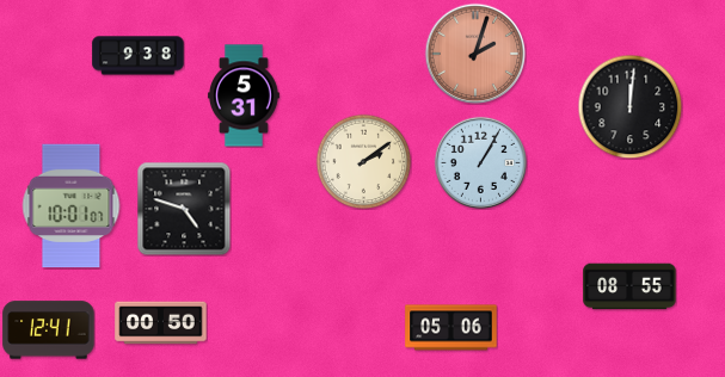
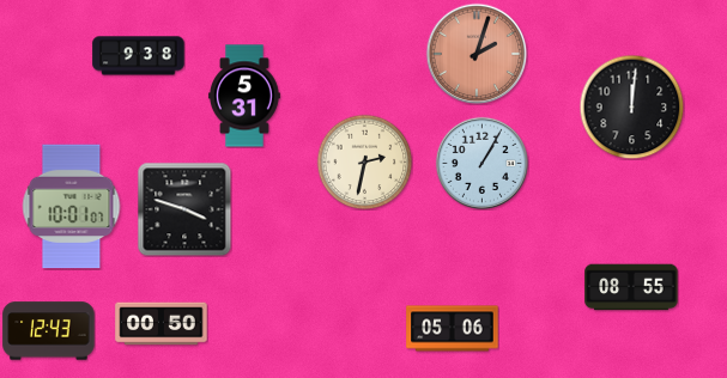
clock at (363, 161): 2:09 -> 2:32
clock at (184, 209): 4:48 -> 3:48
clock at (49, 330): 12:41 -> 12:43
